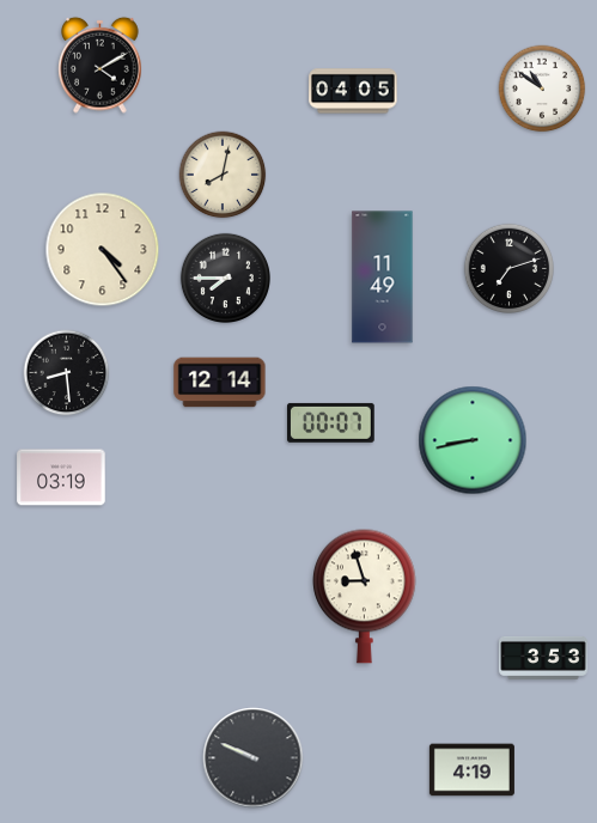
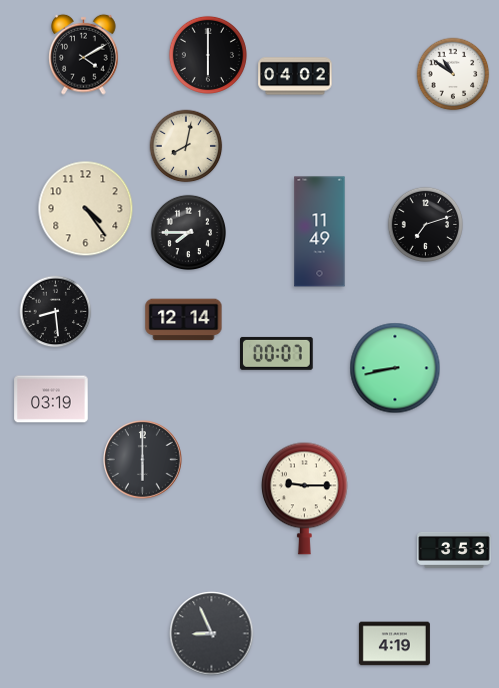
clock at (208, 55): none -> 6:00
clock at (353, 91): 04:05 -> 04:02
clock at (143, 460): none -> 6:00
clock at (364, 596): 8:57 -> 9:15
clock at (254, 758): 9:49 -> 8:56
